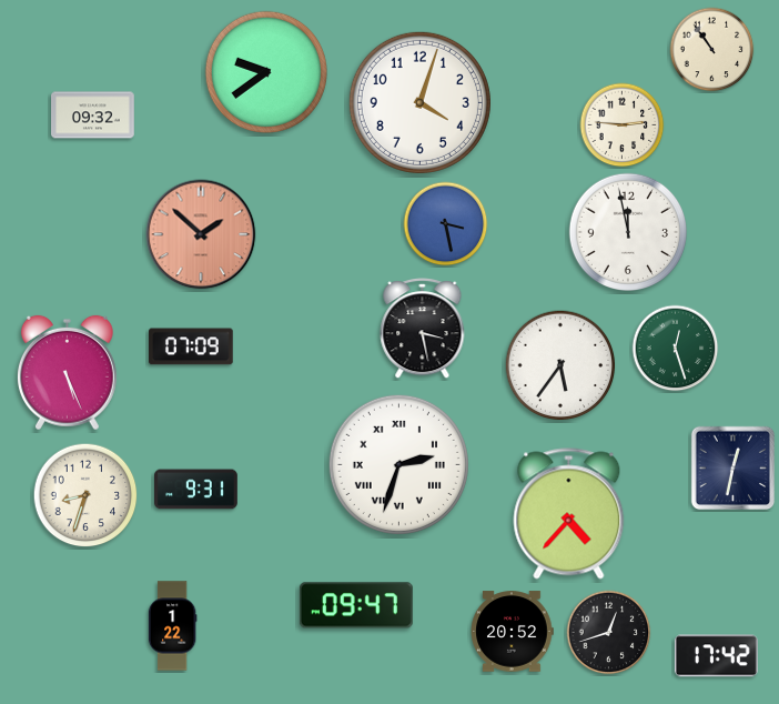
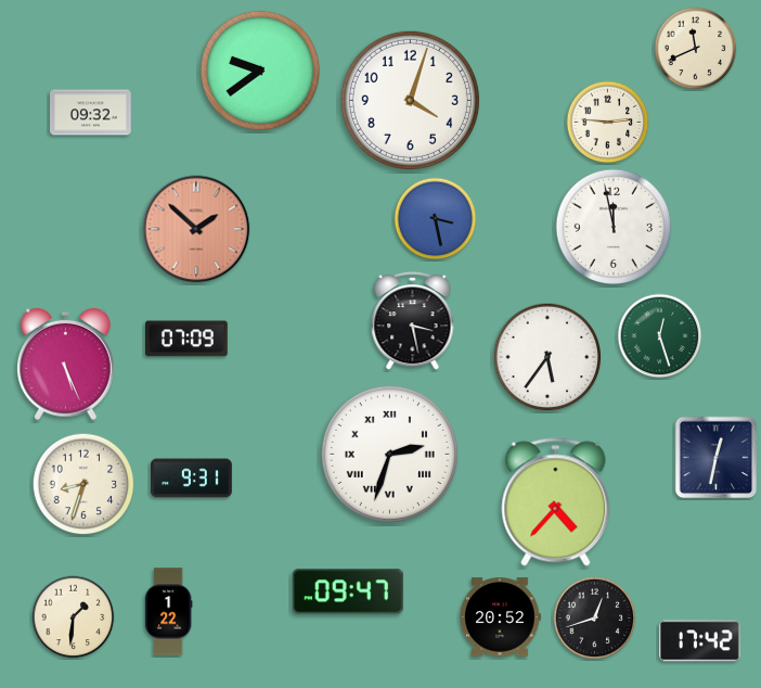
clock at (712, 50): 10:54 -> 11:41
clock at (676, 349) position: (676, 349) -> (660, 336)
clock at (74, 617): none -> 1:31
